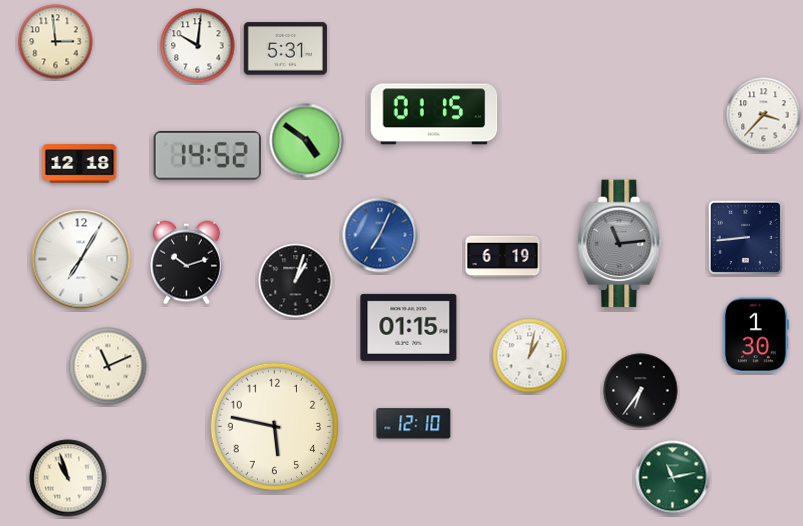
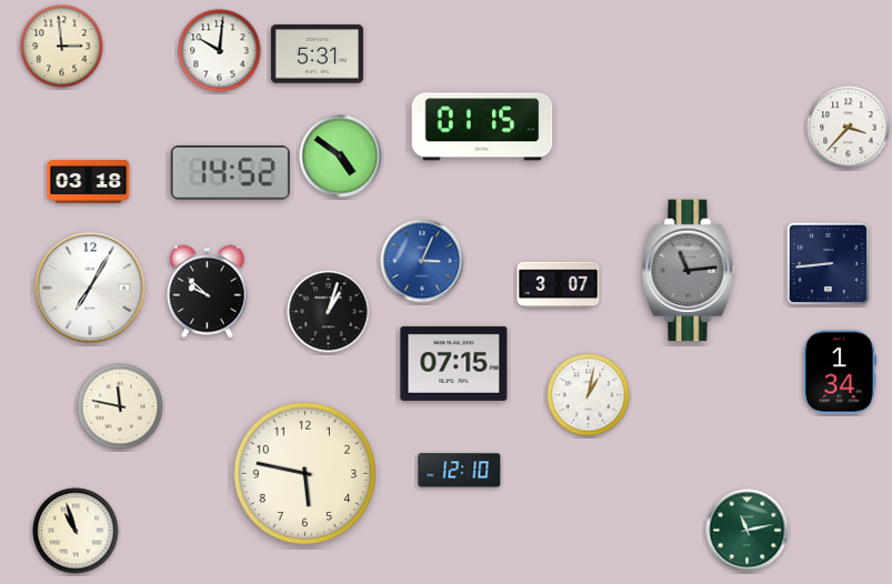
clock at (80, 164): 12:18 -> 03:18
clock at (380, 235): 7:04 -> 3:04
clock at (503, 257): 6:19 -> 3:07
clock at (186, 263): 10:12 -> 9:52
clock at (409, 327): 01:15 -> 07:15
clock at (756, 335): 1:30 -> 1:34
clock at (108, 366): 11:11 -> 11:47
clock at (641, 391): 6:36 -> none
